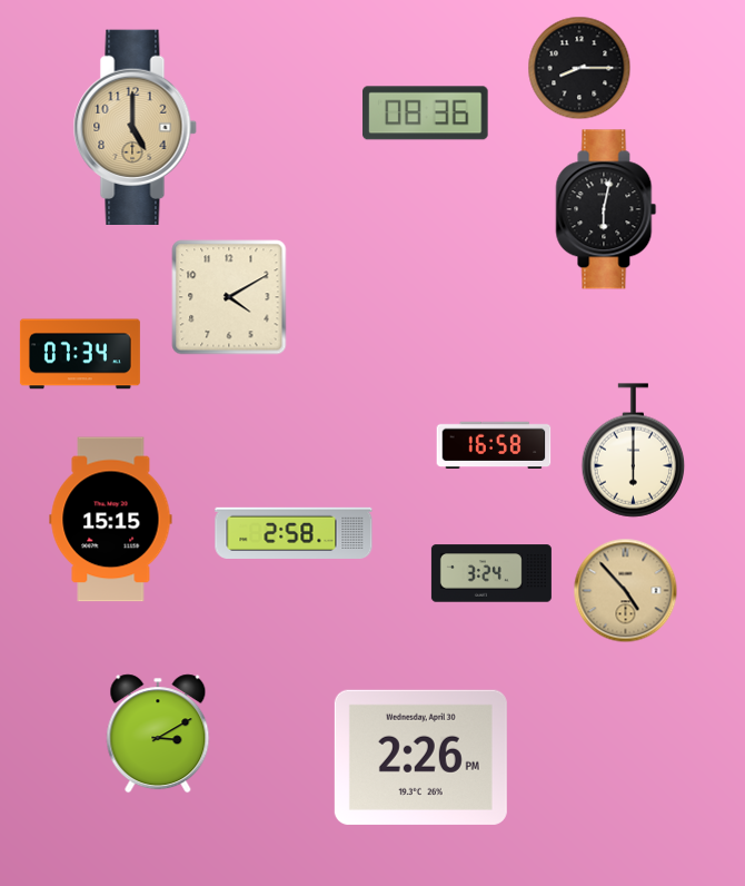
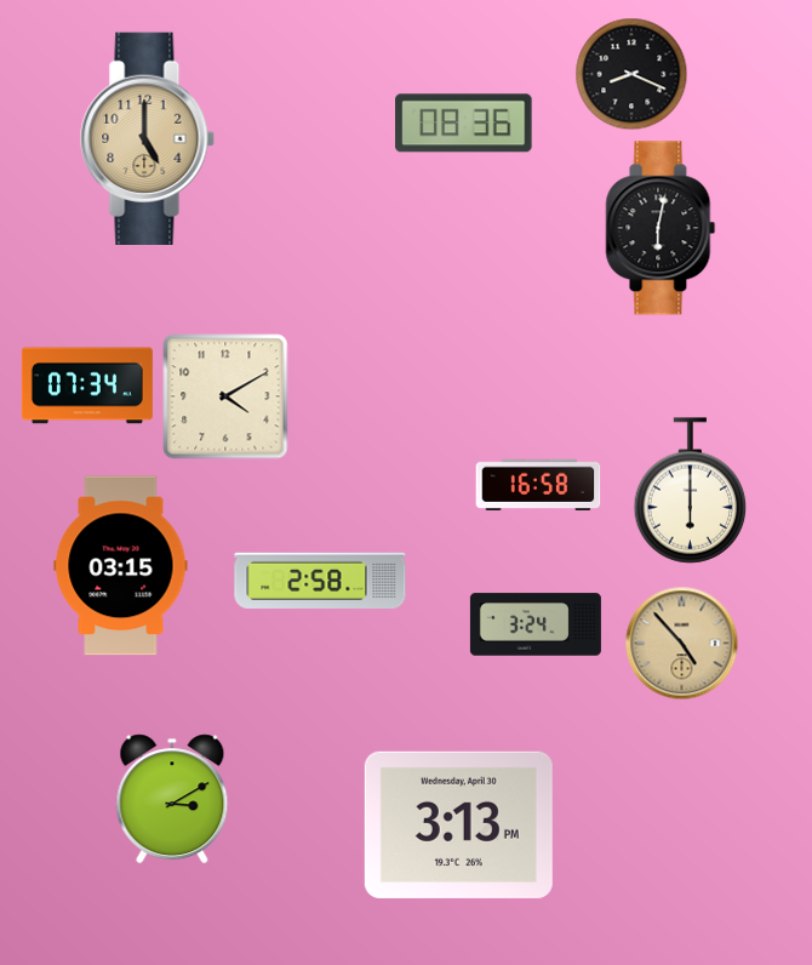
clock at (579, 68): 8:15 -> 8:19
clock at (229, 297) position: (229, 297) -> (225, 396)
clock at (111, 520): 15:15 -> 03:15
clock at (420, 757): 2:26 -> 3:13
